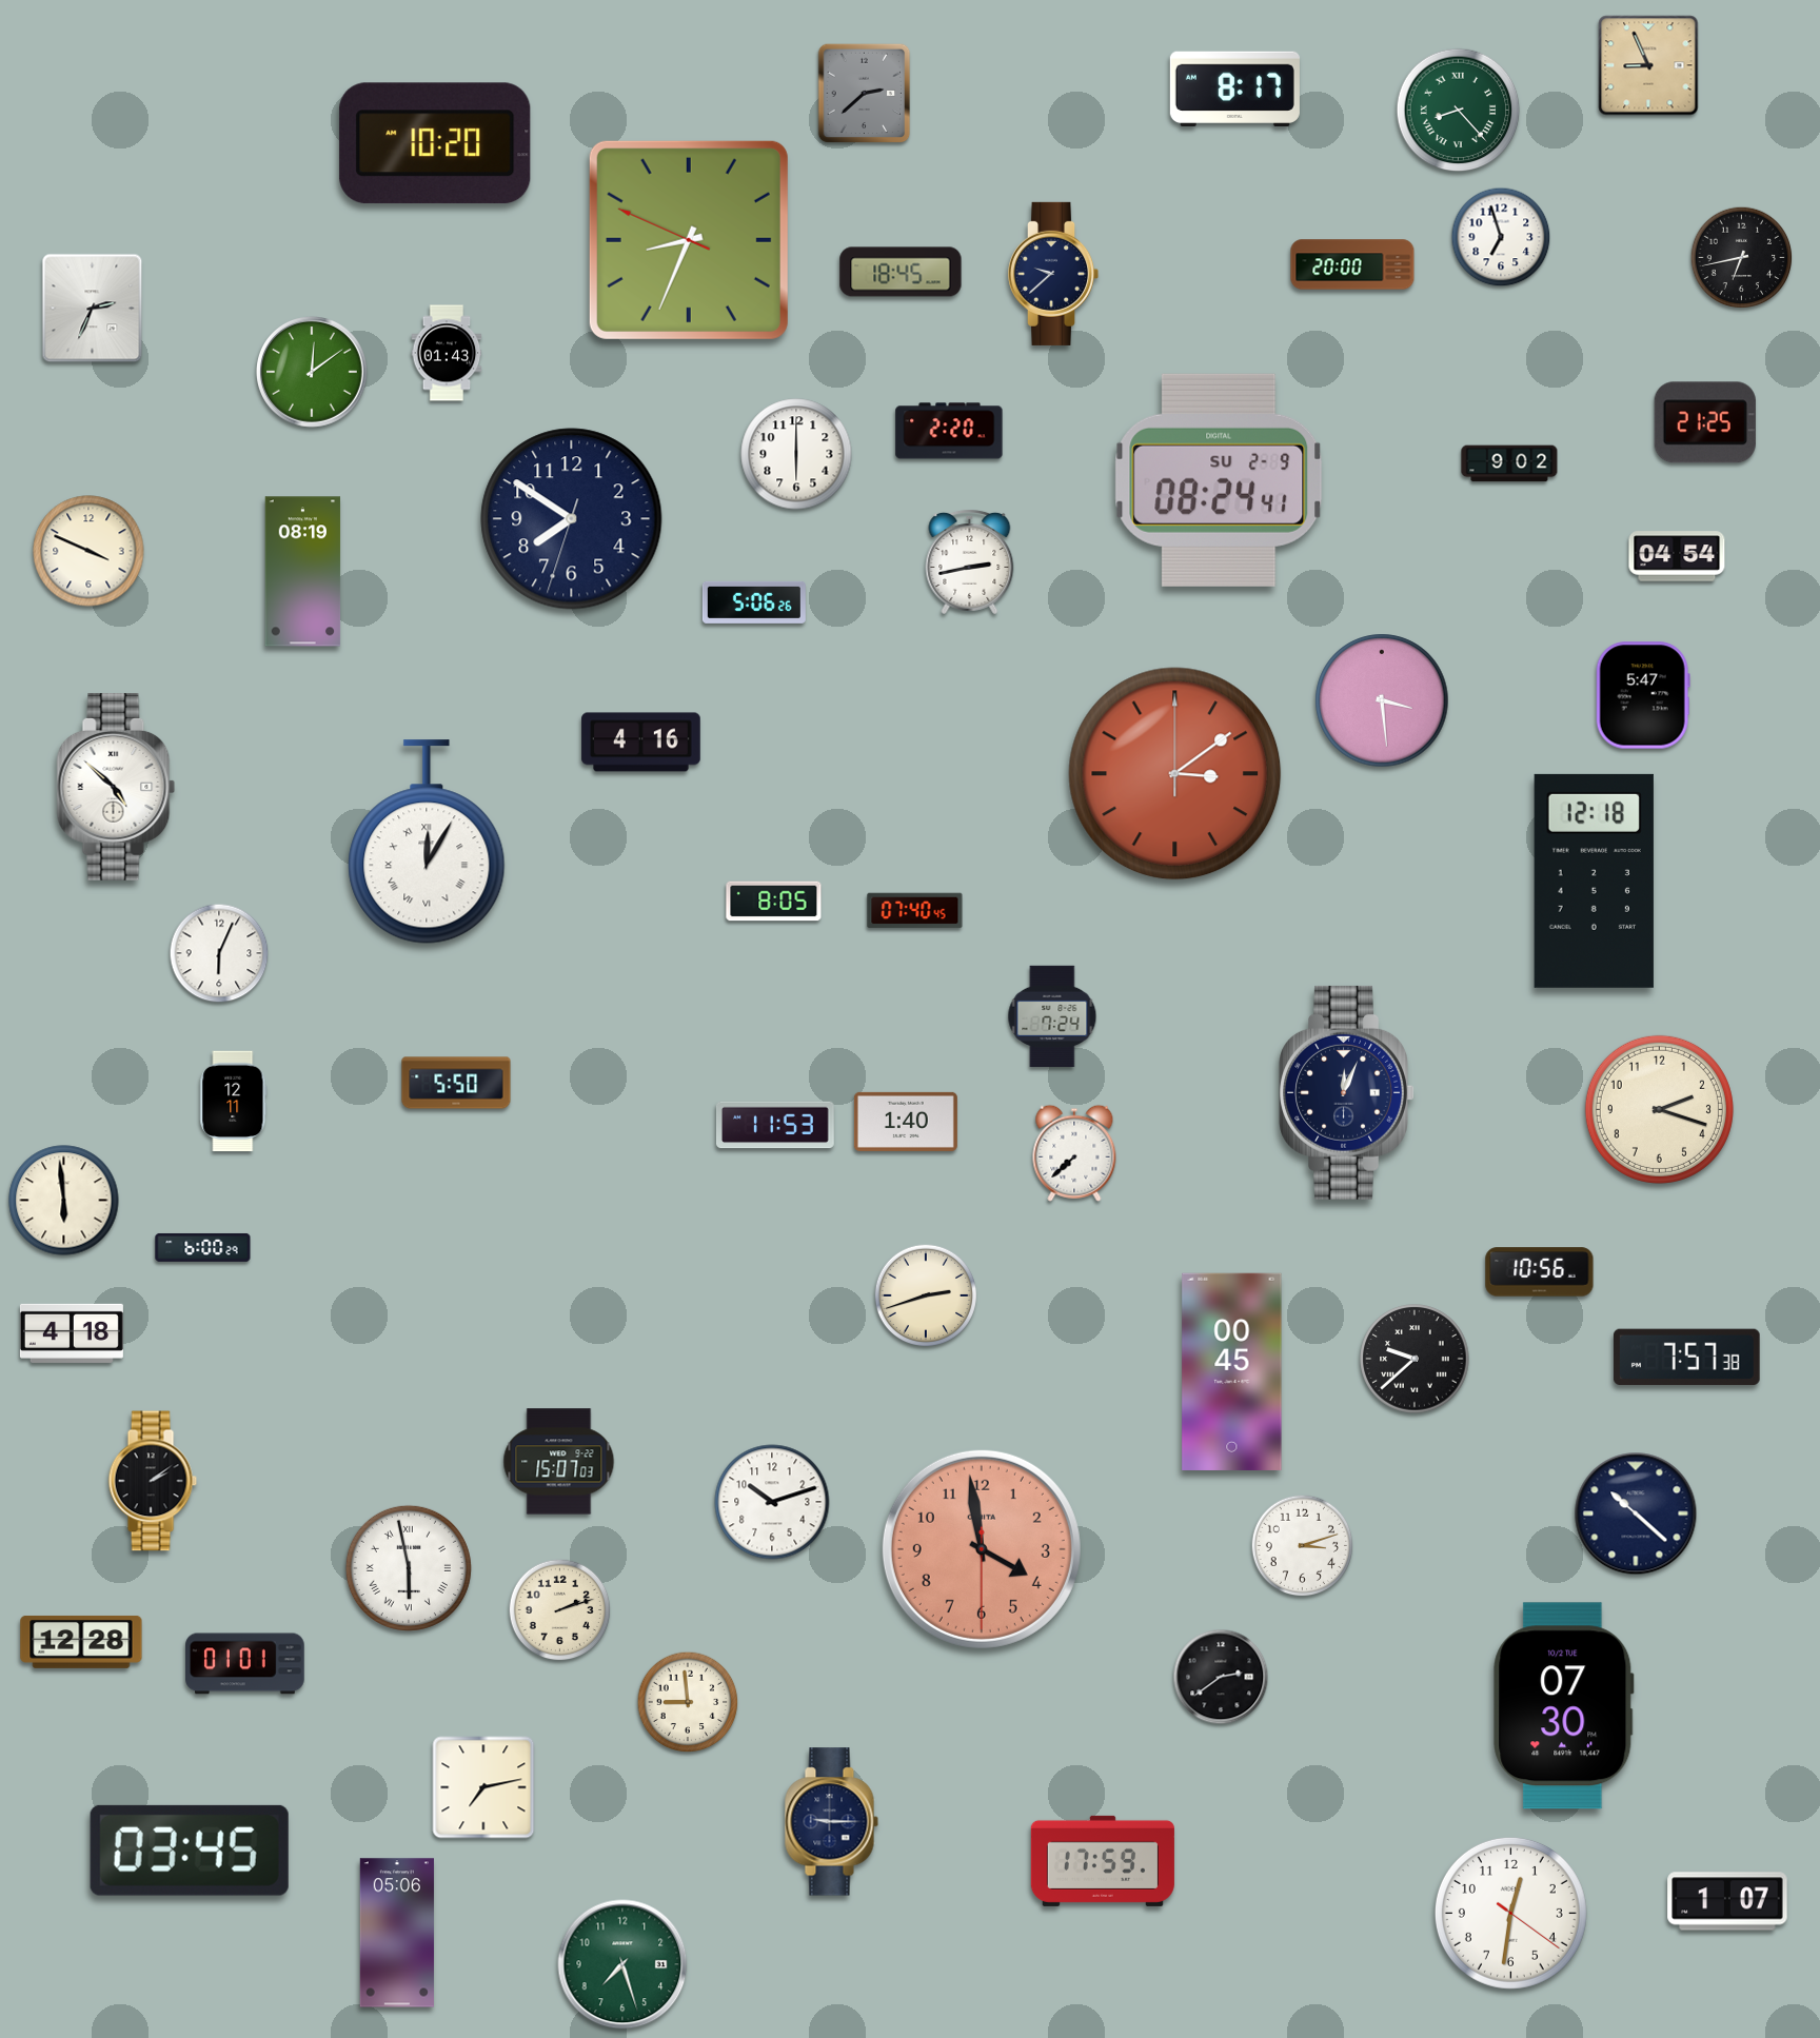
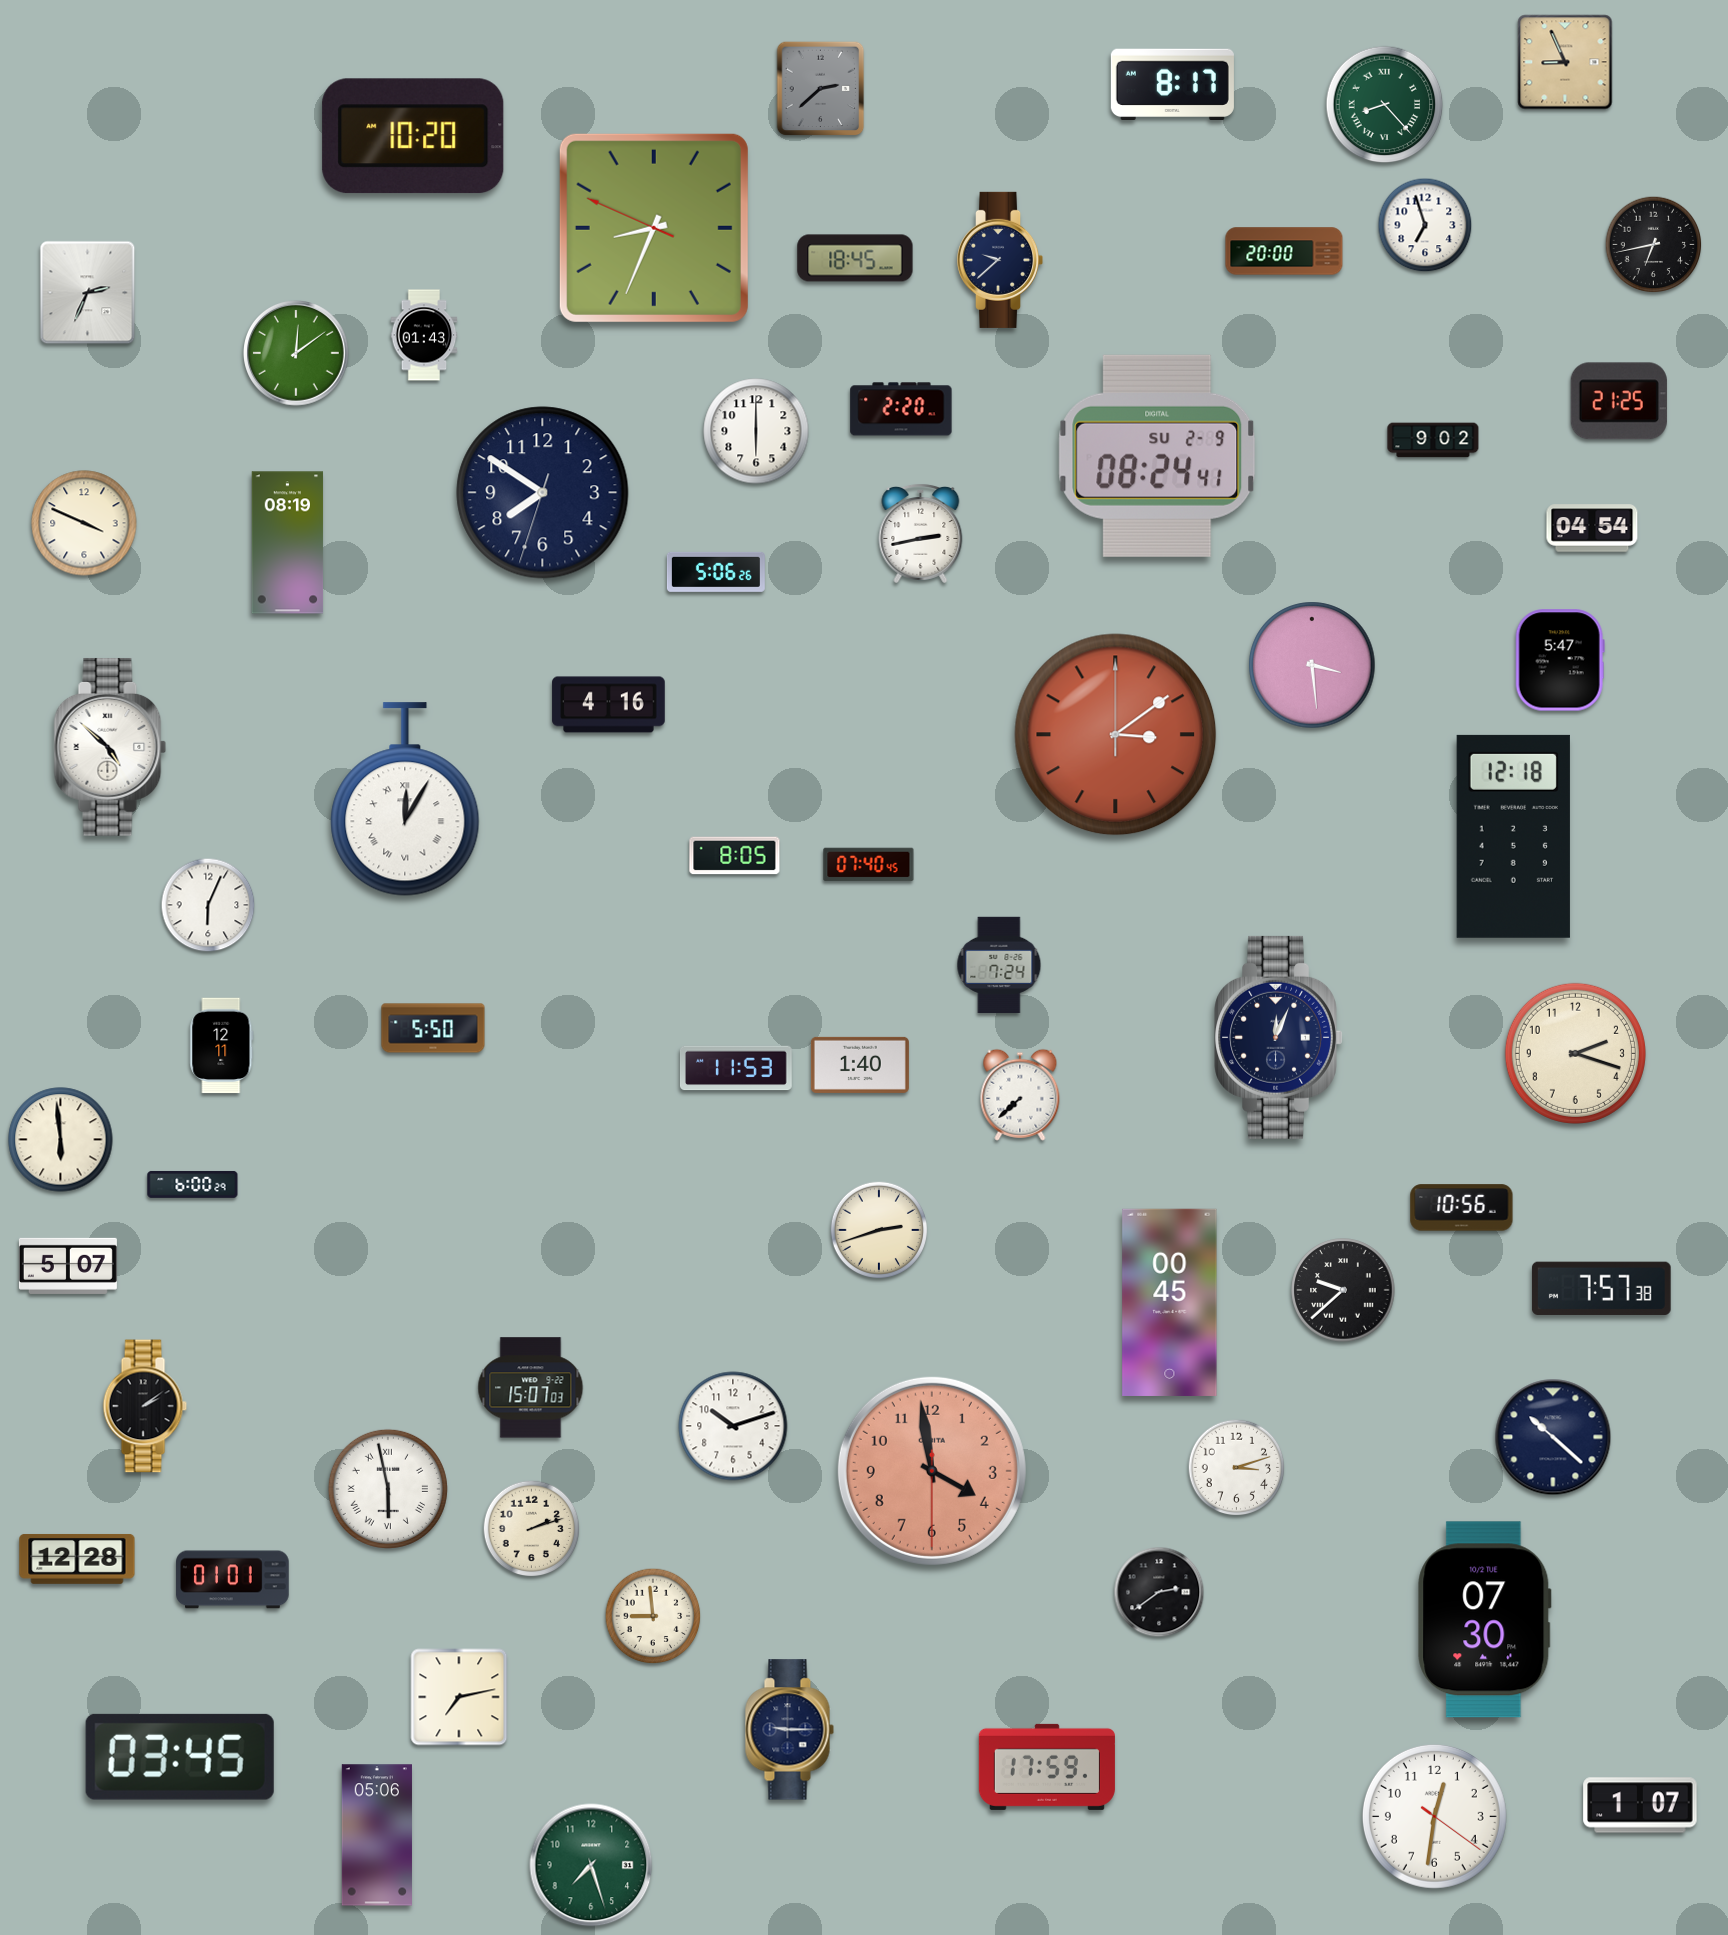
clock at (72, 1333): 4:18 -> 5:07
